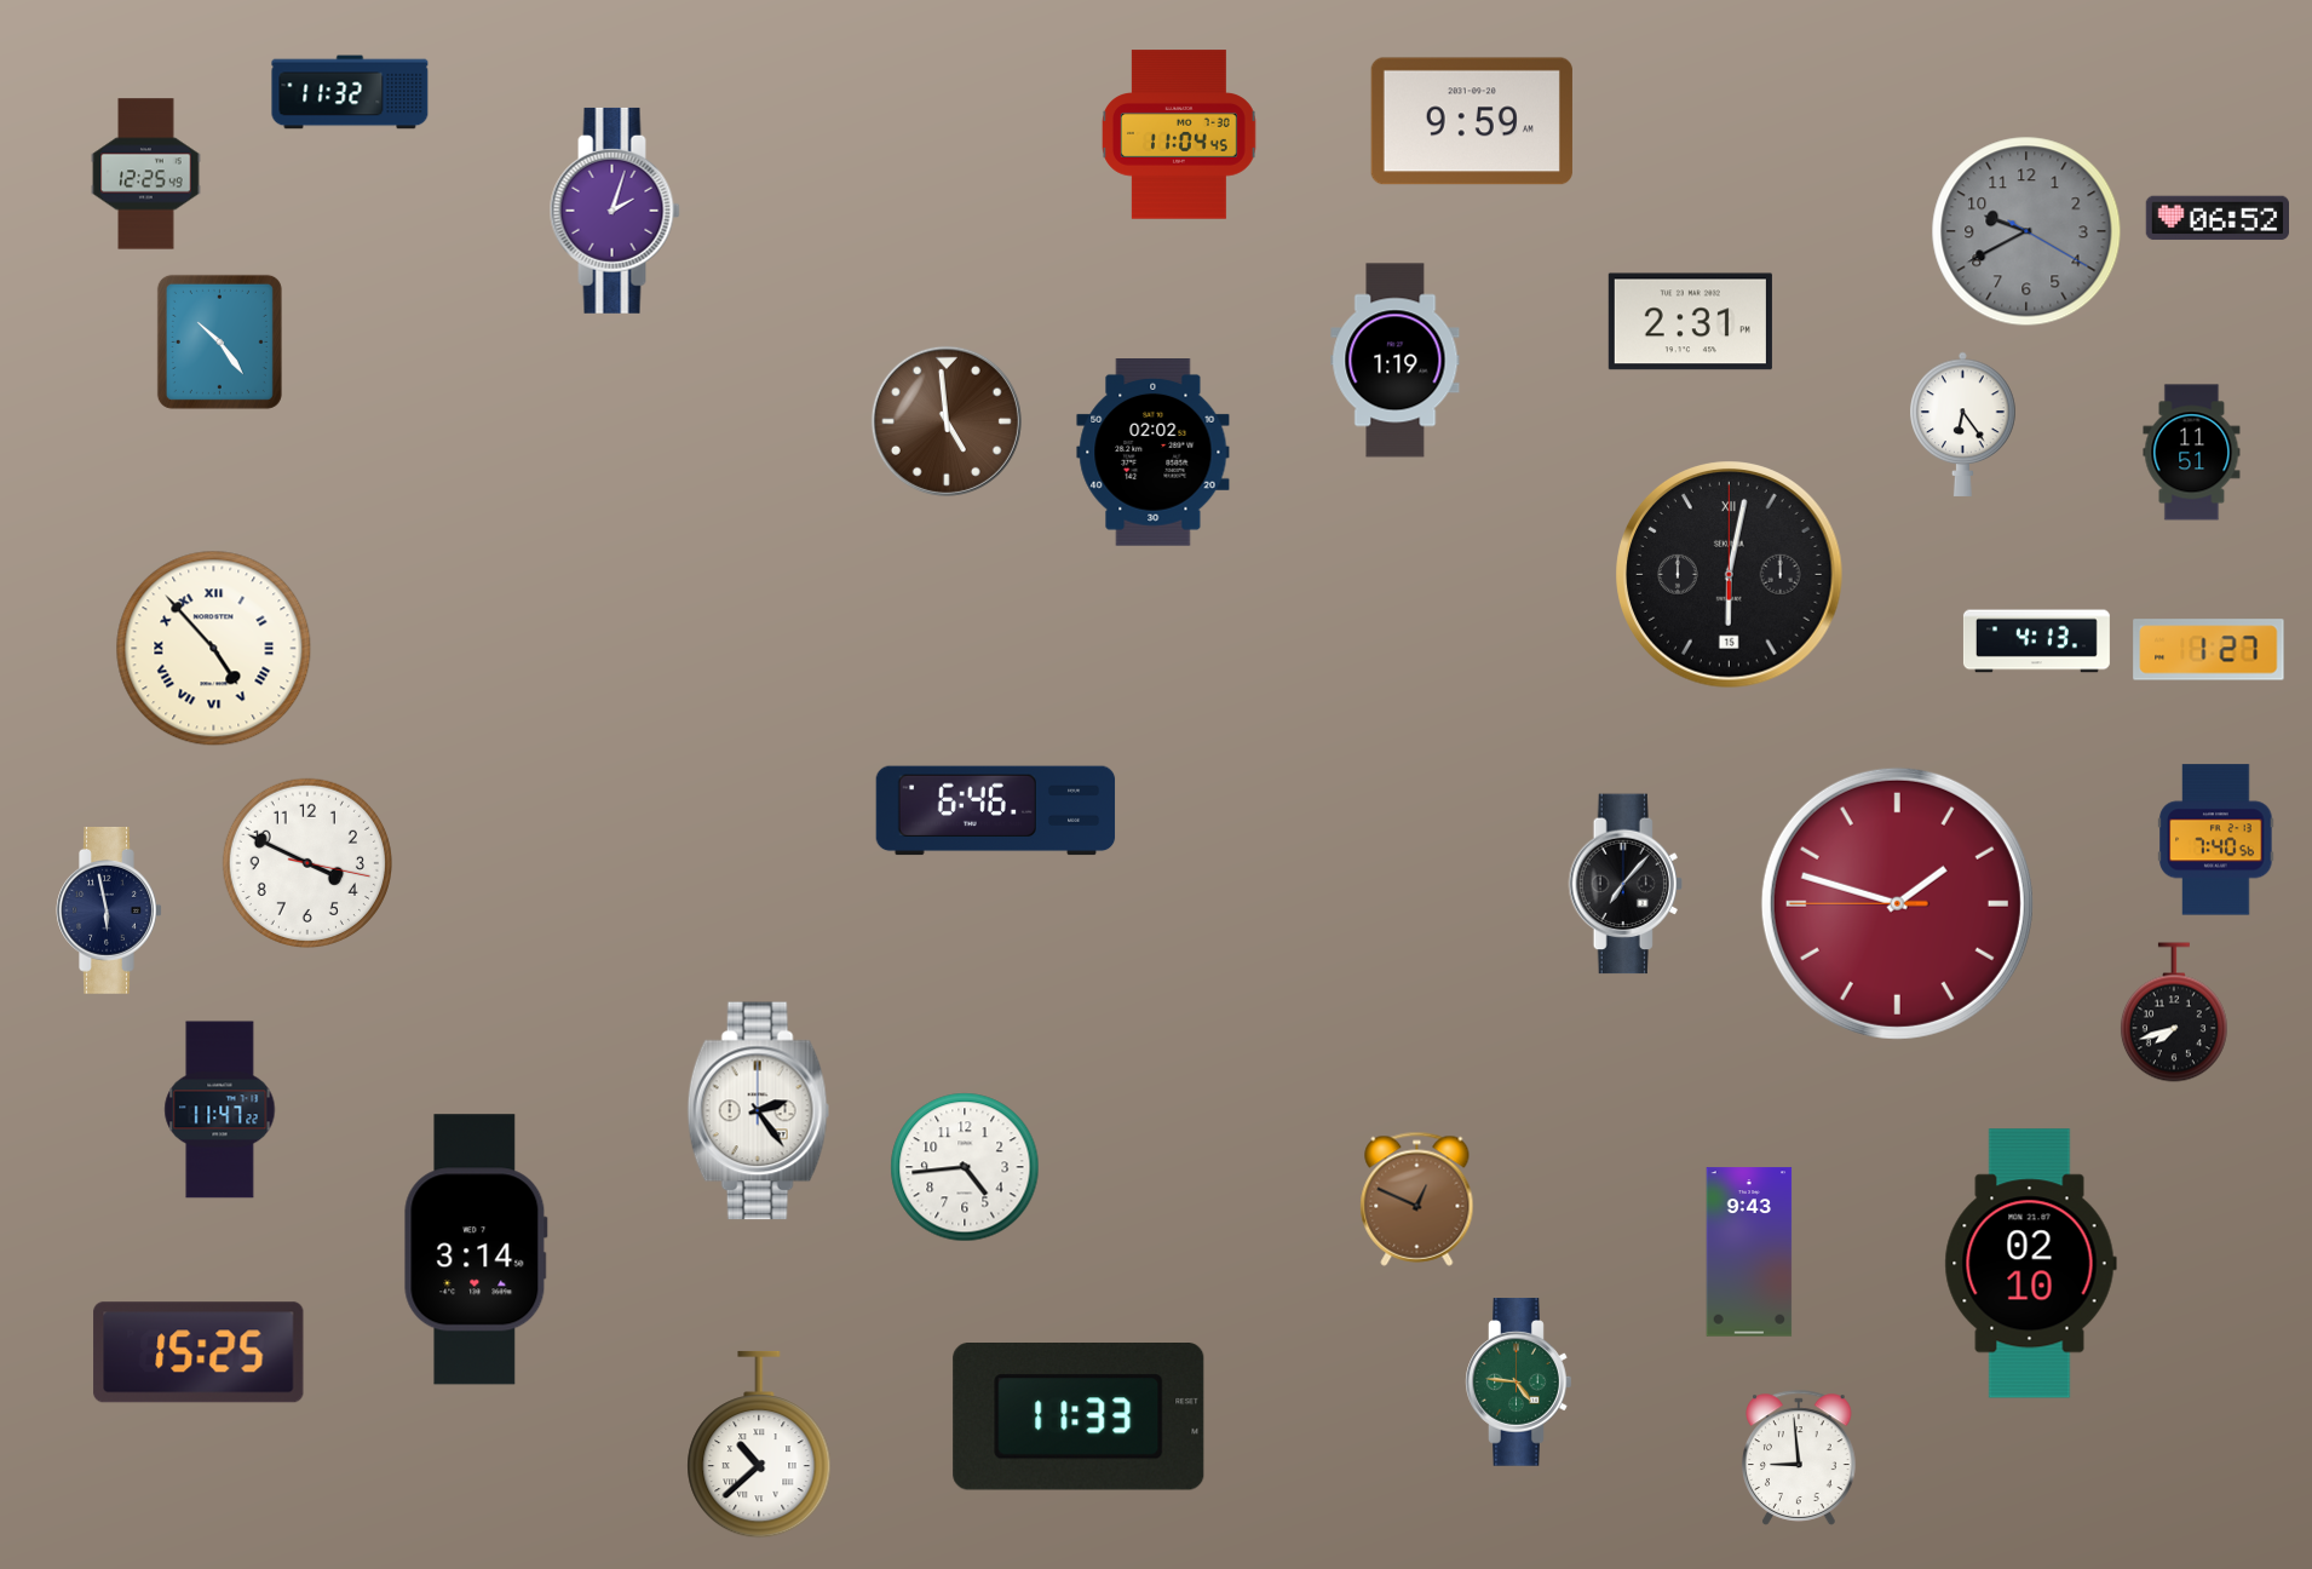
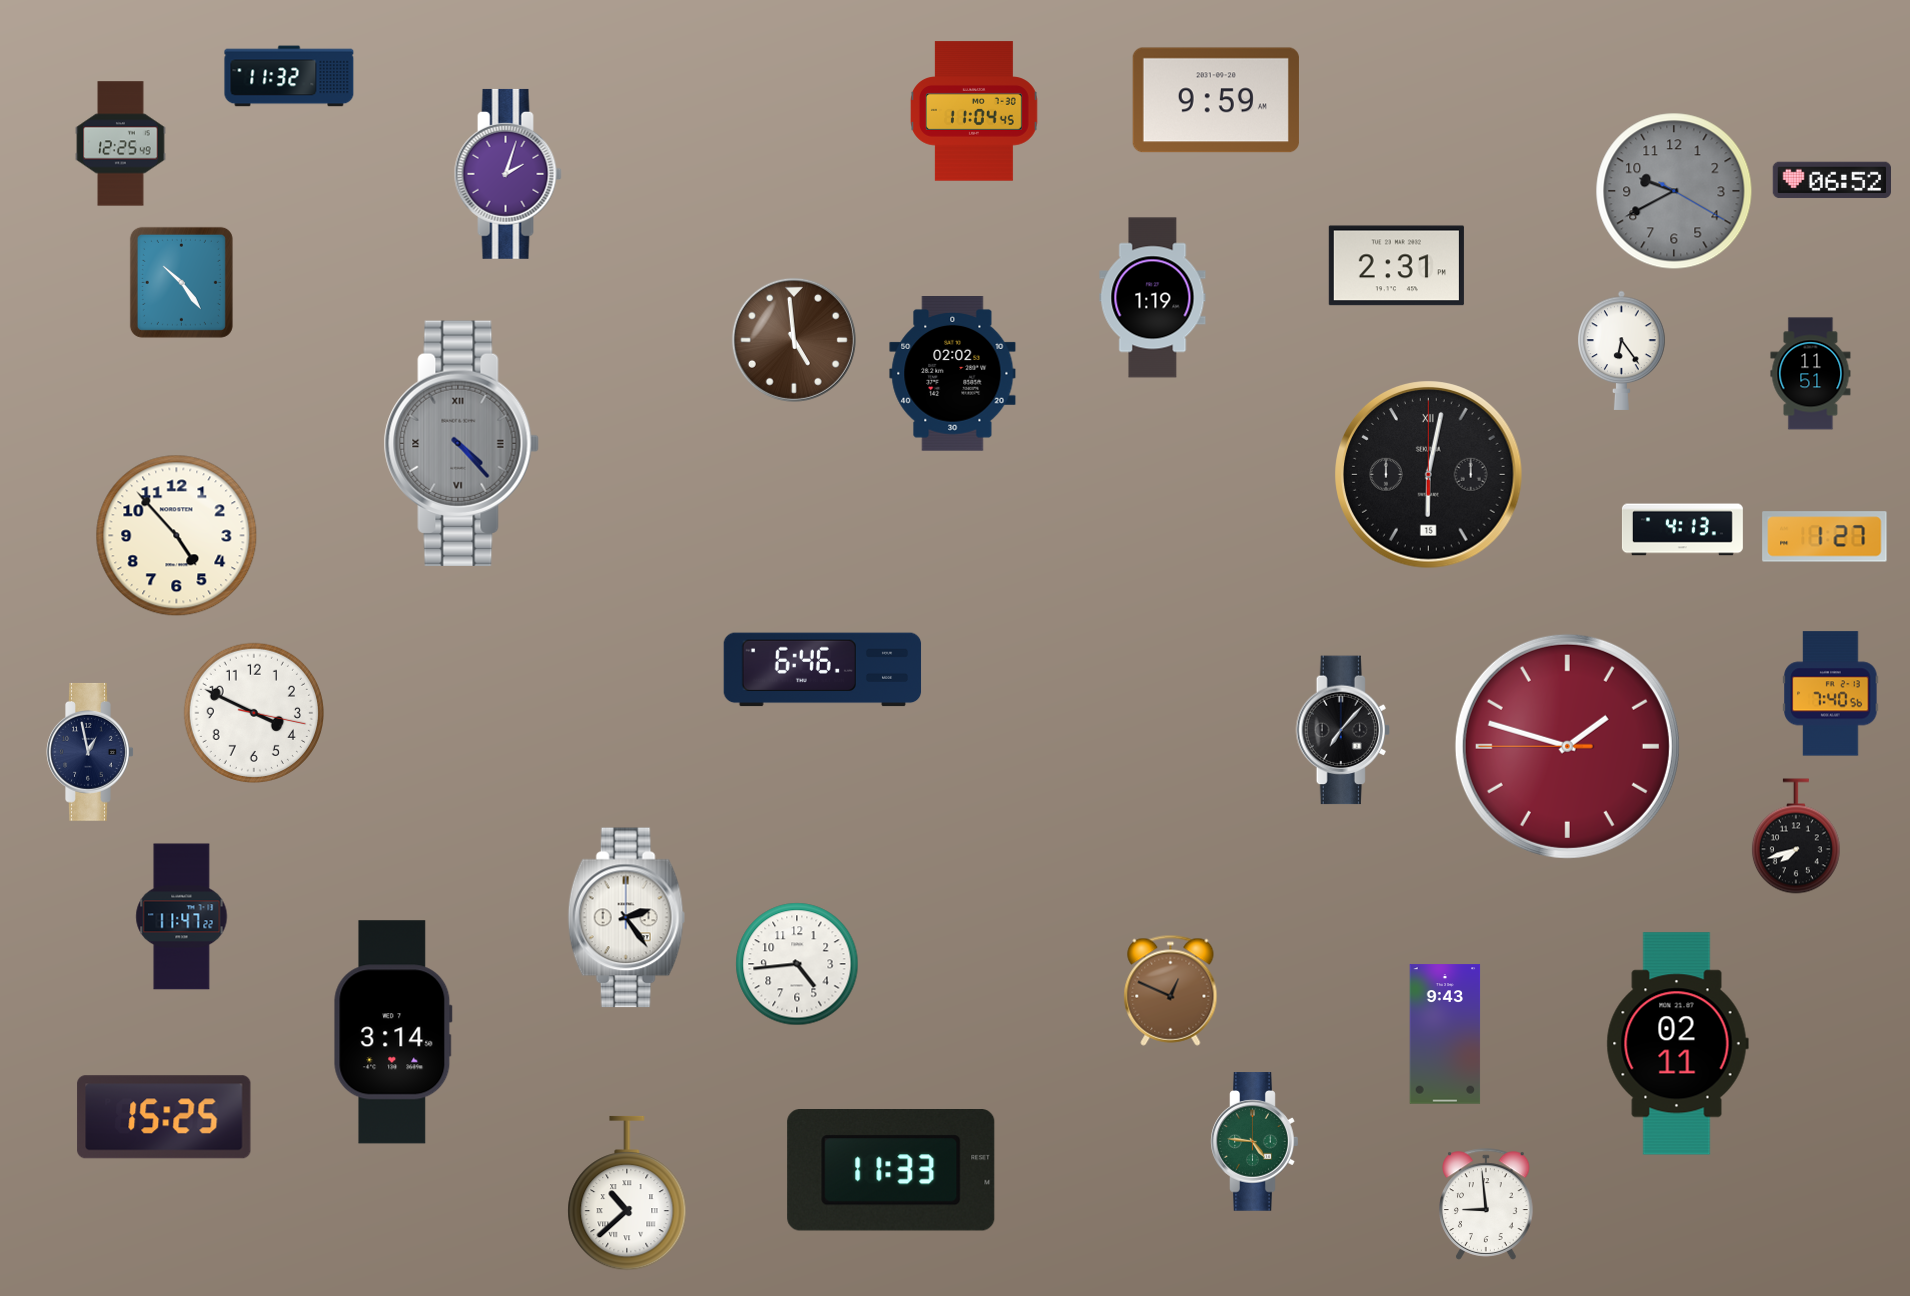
clock at (947, 421) position: (947, 421) -> (794, 340)
clock at (461, 443): none -> 4:23
clock at (214, 649) numerals: Roman -> Arabic
clock at (109, 910): 5:58 -> 12:58
clock at (2030, 1264): 02:10 -> 02:11
